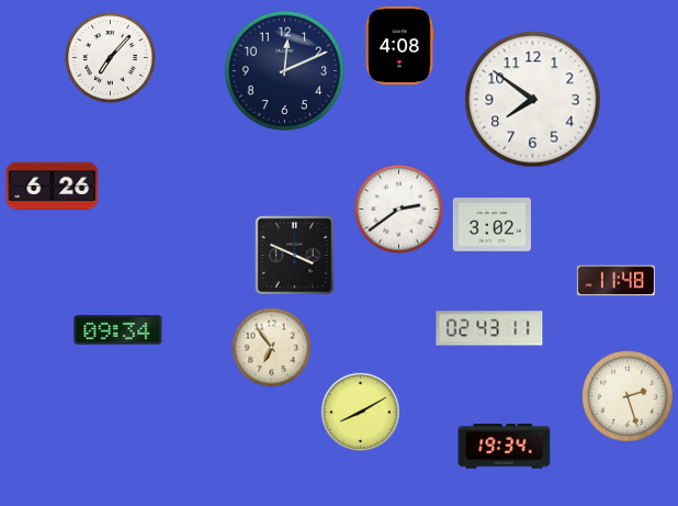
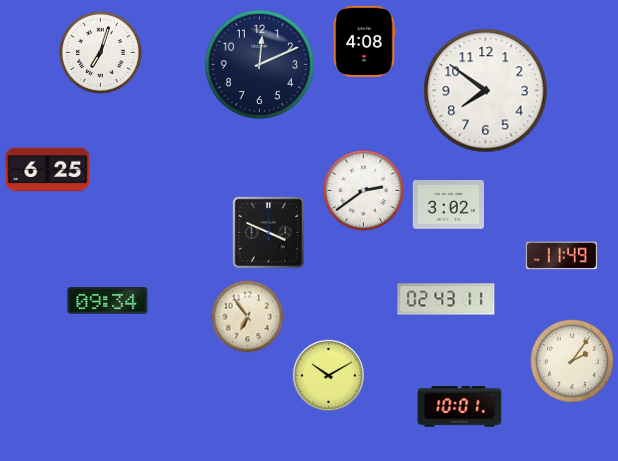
clock at (110, 57): 7:07 -> 7:03
clock at (53, 187): 6:26 -> 6:25
clock at (615, 281): 11:48 -> 11:49
clock at (629, 397): 2:27 -> 2:06
clock at (360, 412): 8:10 -> 10:10
clock at (505, 447): 19:34 -> 10:01
